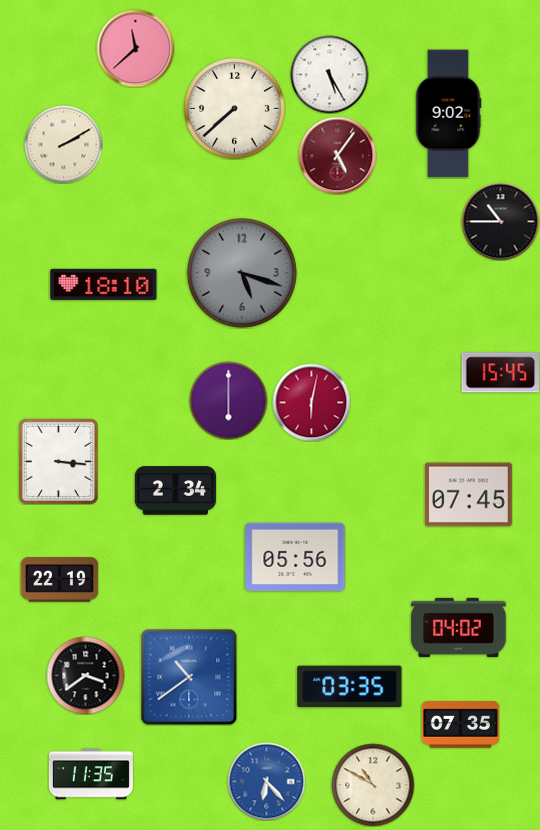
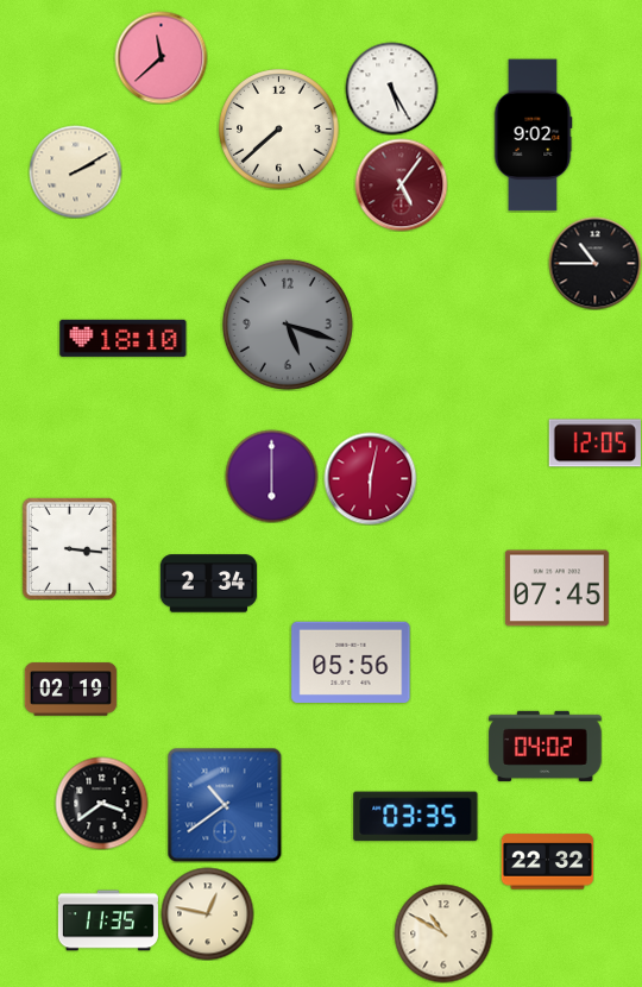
clock at (500, 373): 15:45 -> 12:05
clock at (59, 580): 22:19 -> 02:19
clock at (460, 725): 07:35 -> 22:32
clock at (207, 913): none -> 12:47
clock at (266, 781): 6:23 -> none
